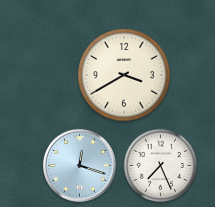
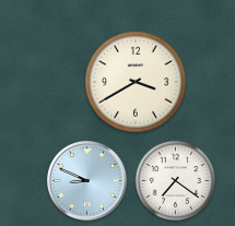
clock at (79, 165): 12:18 -> 8:49
clock at (161, 166): 7:26 -> 7:21
